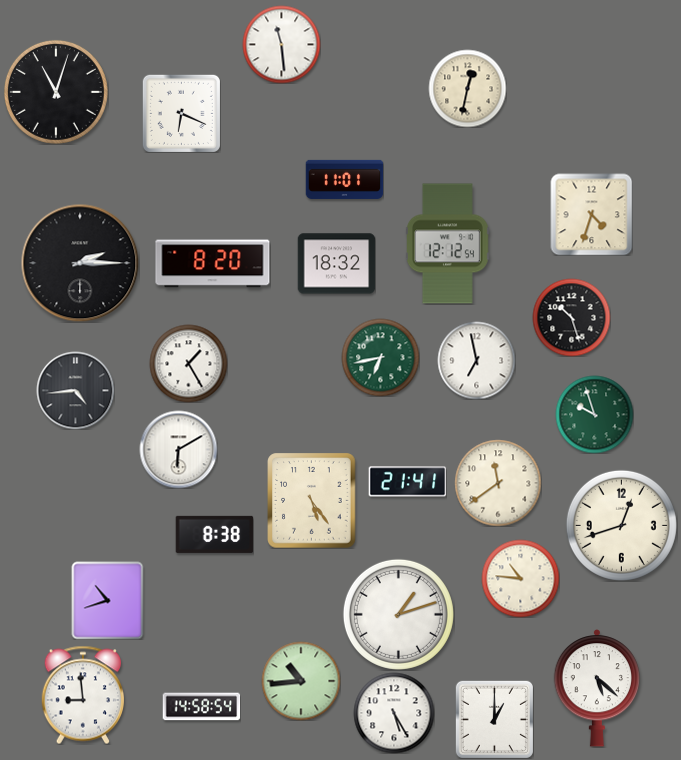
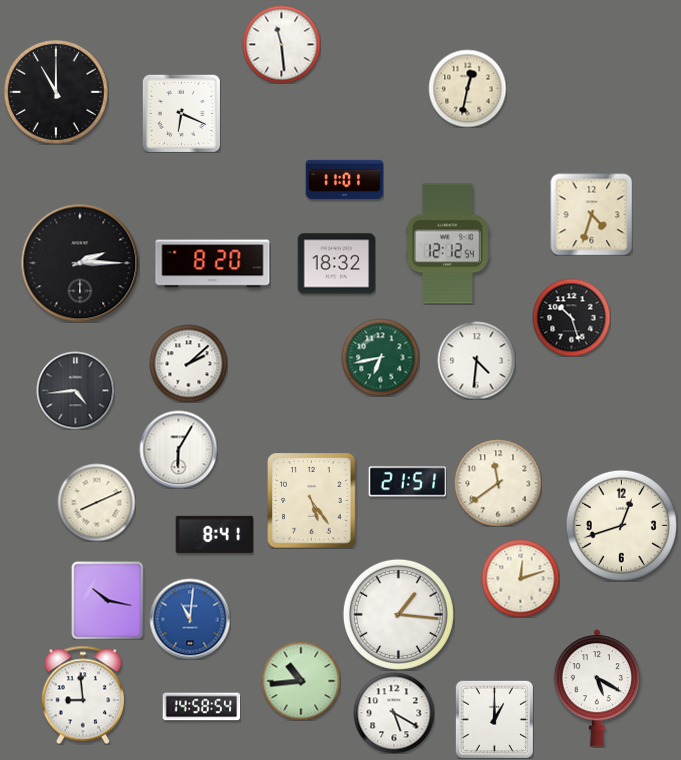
clock at (56, 92): 11:03 -> 11:00
clock at (476, 360): 6:58 -> 4:31
clock at (188, 363): 1:25 -> 2:08
clock at (594, 414): 9:57 -> none
clock at (178, 449): 6:10 -> 6:05
clock at (407, 482): 21:41 -> 21:51
clock at (96, 502): none -> 8:11
clock at (214, 534): 8:38 -> 8:41
clock at (520, 578): 10:46 -> 12:12
clock at (108, 600): 10:42 -> 10:17
clock at (398, 614): 1:12 -> 1:16
clock at (190, 619): none -> 11:01
clock at (597, 689): 5:22 -> 5:20
clock at (394, 713): 5:25 -> 5:20
